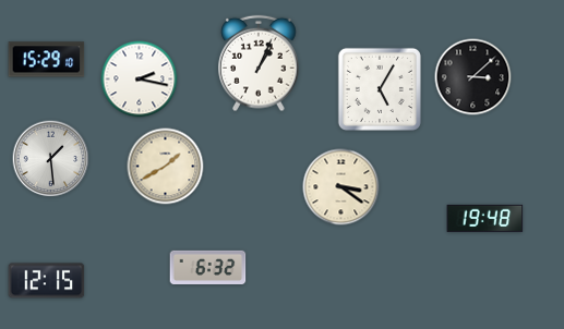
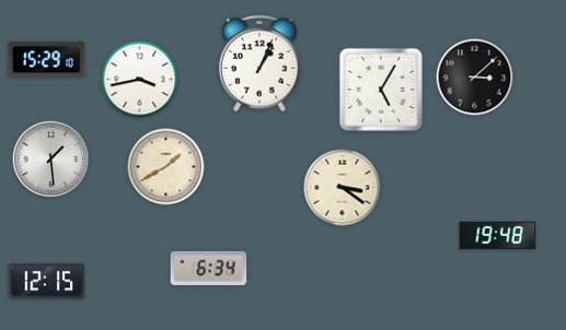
clock at (140, 80): 2:17 -> 3:43
clock at (485, 218) position: (485, 218) -> (498, 235)
clock at (208, 267): 6:32 -> 6:34
